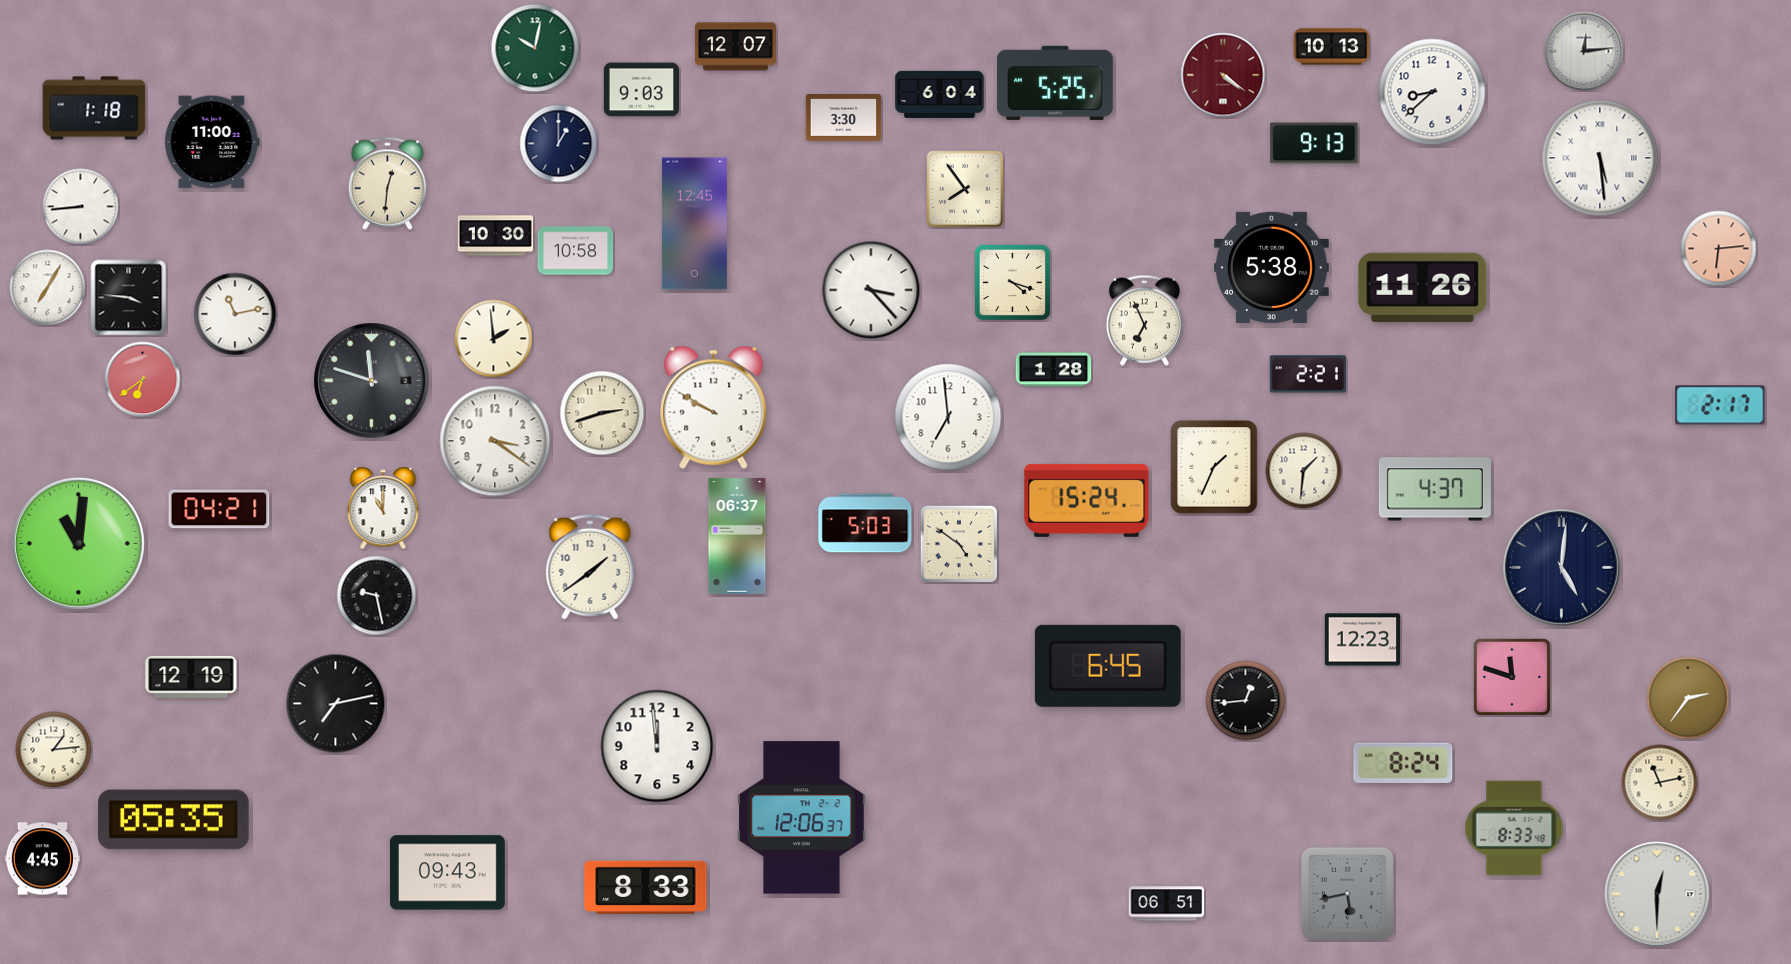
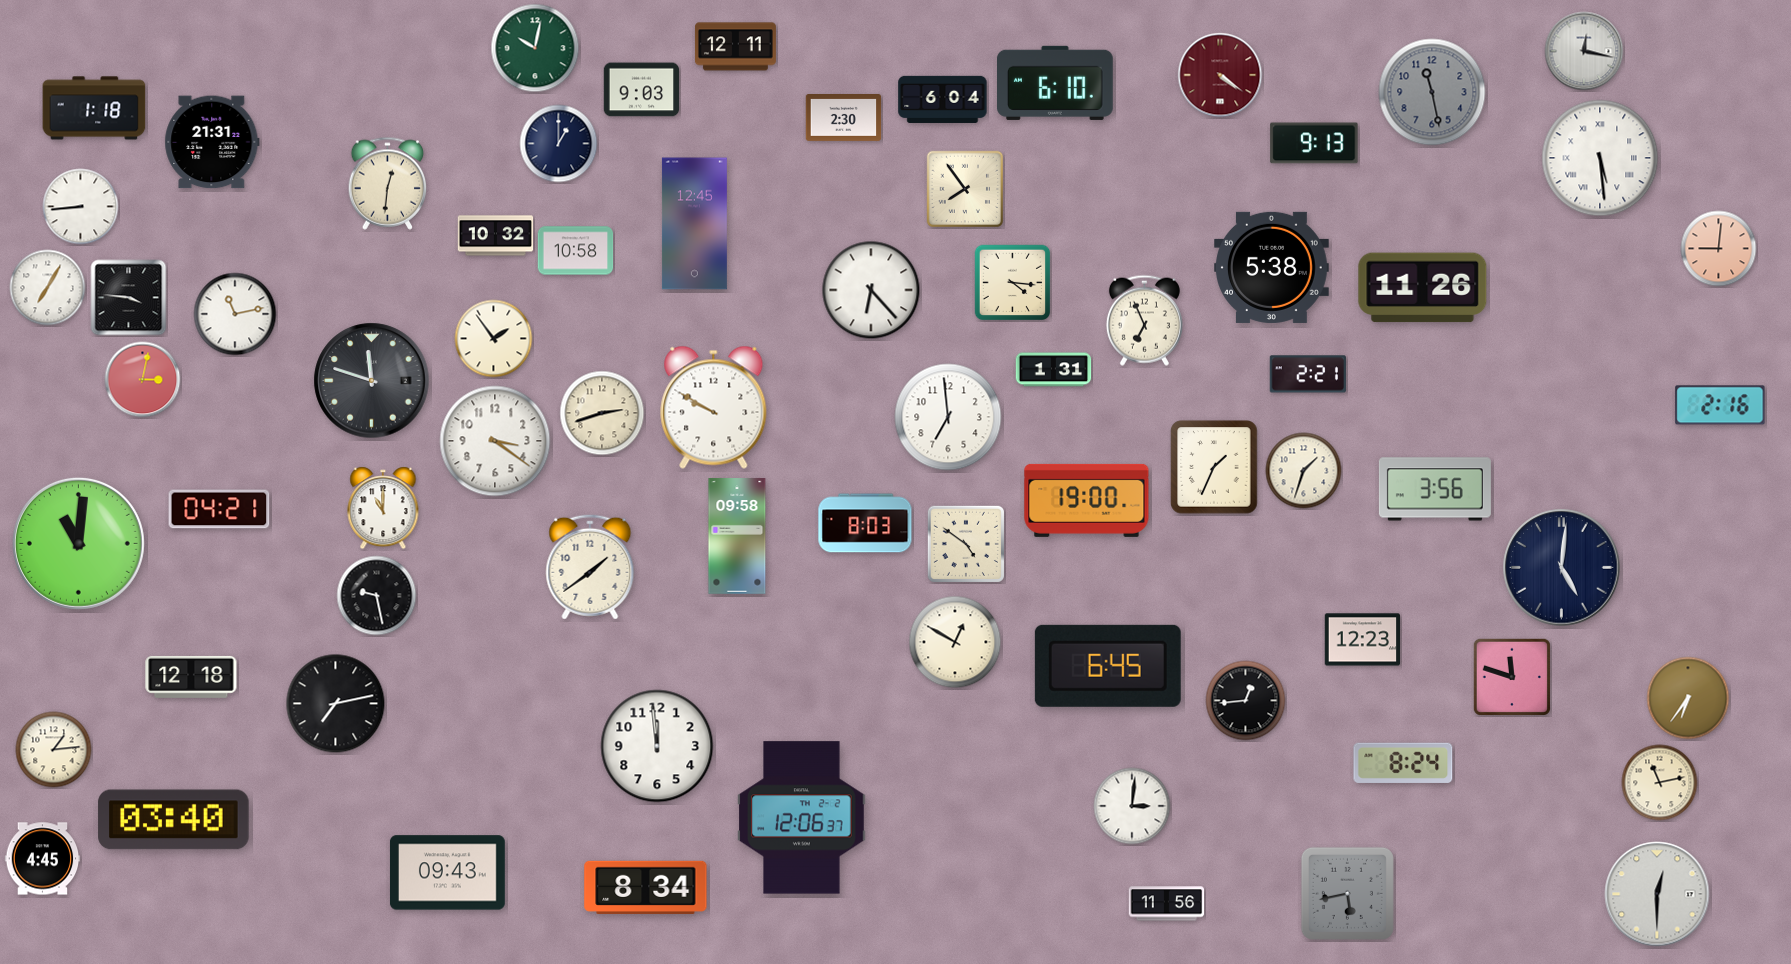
clock at (735, 47): 12:07 -> 12:11
clock at (1332, 47): 10:13 -> none
clock at (1584, 51): 12:14 -> 12:17
clock at (1223, 75) position: (1223, 75) -> (1220, 75)
clock at (1056, 83): 5:25 -> 6:10
clock at (1432, 92): 8:38 -> 11:28
clock at (1432, 92) dial: white -> grey
clock at (940, 94) position: (940, 94) -> (943, 99)
clock at (844, 118): 3:30 -> 2:30
clock at (212, 142): 11:00 -> 21:31
clock at (496, 236): 10:30 -> 10:32
clock at (1719, 249): 6:14 -> 9:01
clock at (1012, 283): 4:18 -> 4:16
clock at (871, 290): 3:23 -> 6:23
clock at (494, 339): 1:59 -> 1:54
clock at (1054, 370): 1:28 -> 1:31
clock at (143, 380): 6:39 -> 3:02
clock at (1720, 405): 2:17 -> 2:16
clock at (1304, 471): 1:31 -> 1:33
clock at (1435, 489): 4:37 -> 3:56
clock at (1087, 500): 15:24 -> 19:00
clock at (865, 523): 5:03 -> 8:03
clock at (737, 536): 06:37 -> 09:58
clock at (959, 544) position: (959, 544) -> (966, 544)
clock at (955, 642): none -> 12:50
clock at (191, 677): 12:19 -> 12:18
clock at (1688, 698): 2:36 -> 6:36
clock at (1132, 806): none -> 3:01
clock at (174, 820): 05:35 -> 03:40
clock at (1514, 828): 8:33 -> none
clock at (646, 887): 8:33 -> 8:34
clock at (1167, 904): 06:51 -> 11:56
